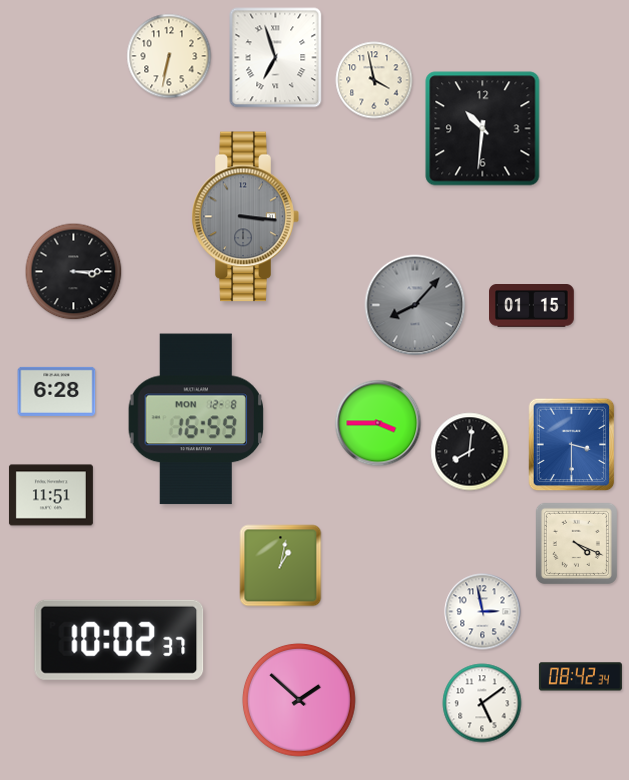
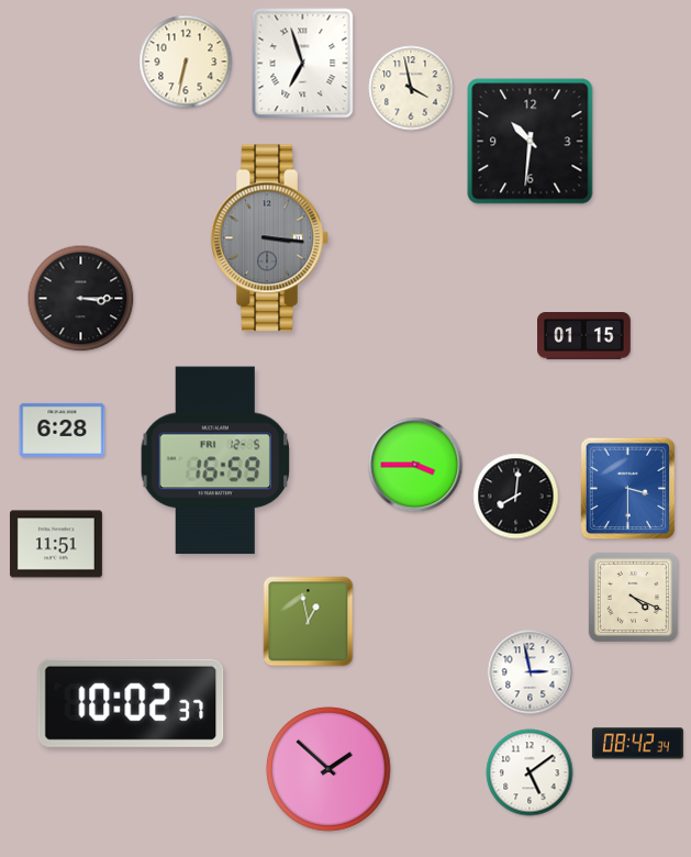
clock at (415, 305): 8:07 -> none
clock at (195, 419) date: MON 12-8 -> FRI 12-5
clock at (281, 566): 1:02 -> 12:58
